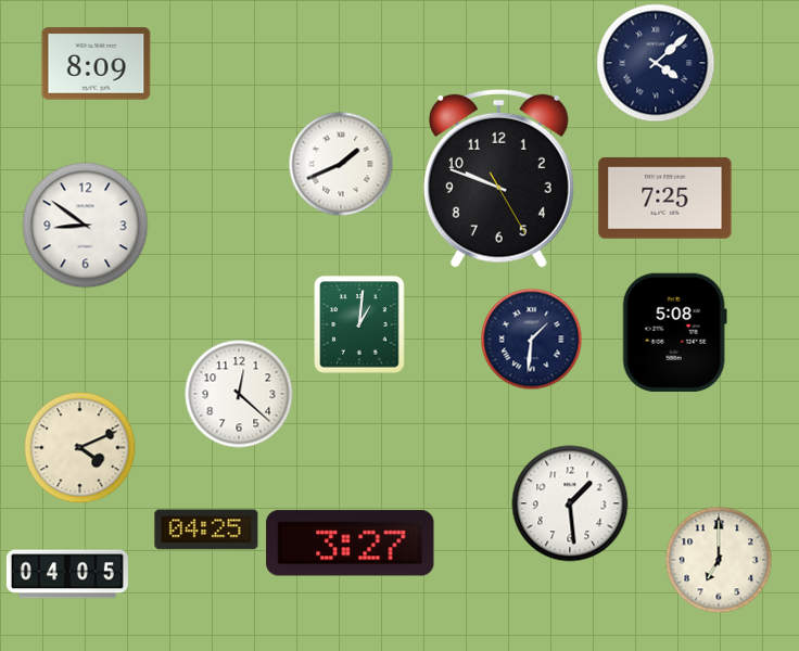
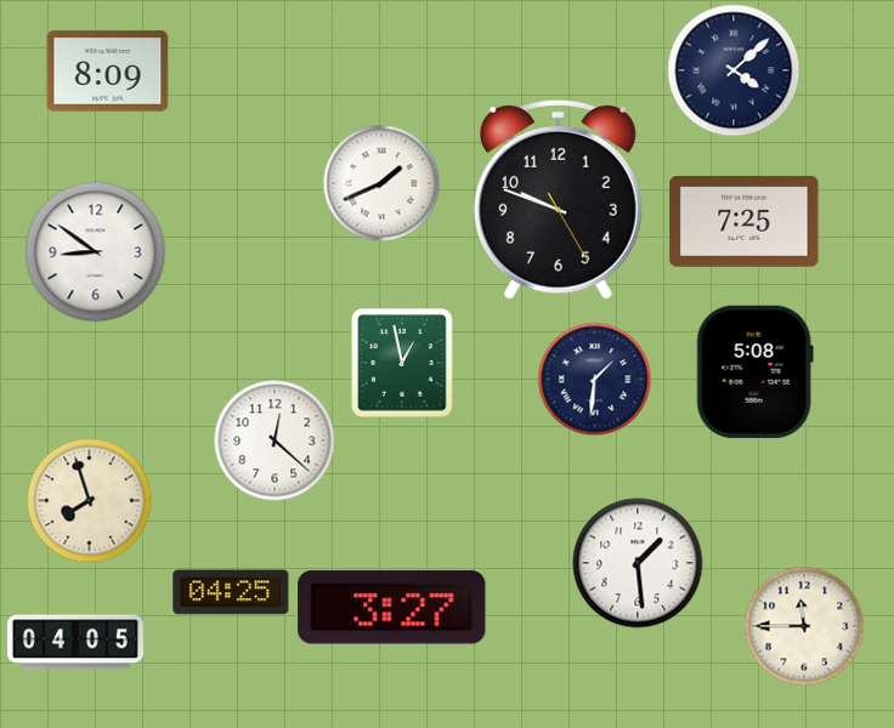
clock at (359, 324): 1:01 -> 12:58
clock at (239, 394) position: (239, 394) -> (275, 440)
clock at (80, 448): 4:11 -> 7:57
clock at (719, 560): 7:00 -> 11:45
